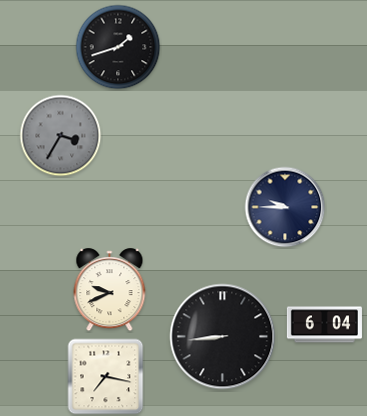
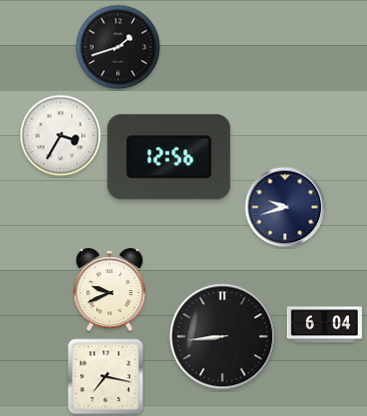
clock at (61, 136) dial: grey -> white
clock at (169, 157): none -> 12:56
clock at (285, 207): 9:45 -> 9:42
